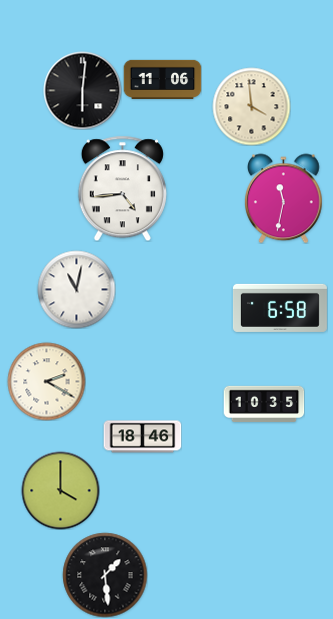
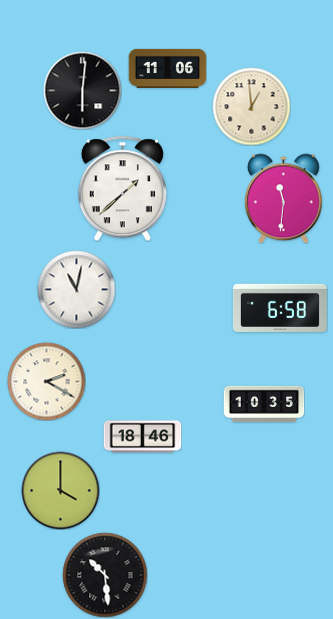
clock at (162, 79) position: (162, 79) -> (167, 68)
clock at (251, 106): 3:59 -> 12:59
clock at (122, 188): 4:44 -> 1:38
clock at (284, 198): 11:32 -> 11:31
clock at (105, 575): 1:29 -> 10:29
